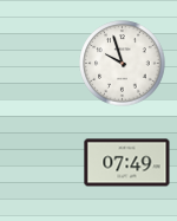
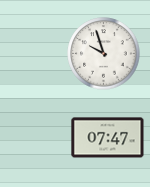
clock at (127, 163): 07:49 -> 07:47
